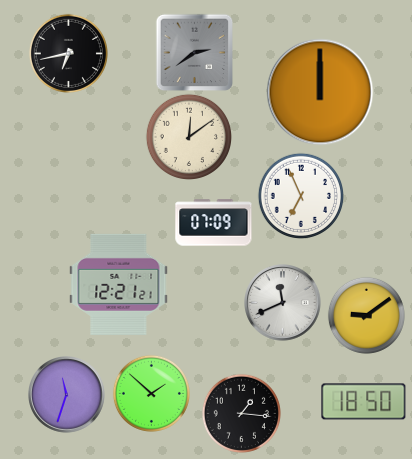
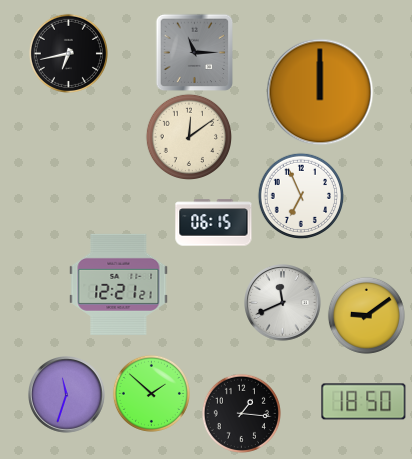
clock at (194, 52): 2:39 -> 11:15
clock at (214, 223): 07:09 -> 06:15
